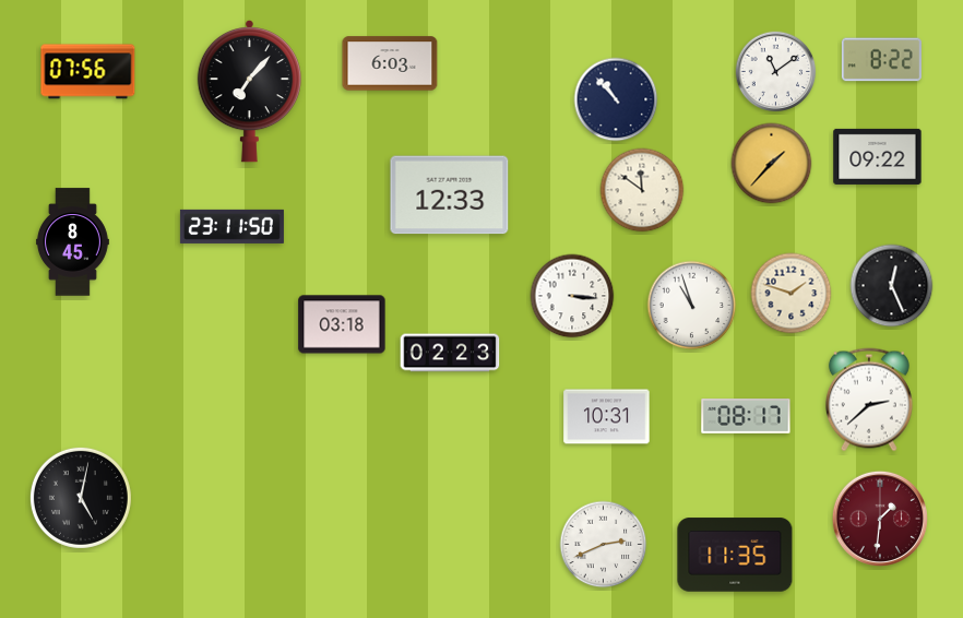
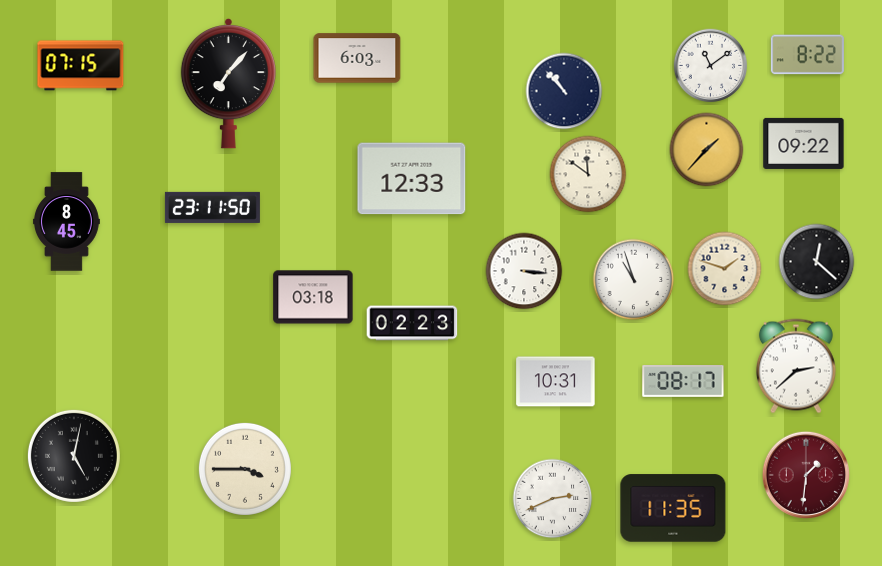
clock at (88, 72): 07:56 -> 07:15
clock at (892, 286): 12:26 -> 12:22
clock at (245, 469): none -> 3:45
